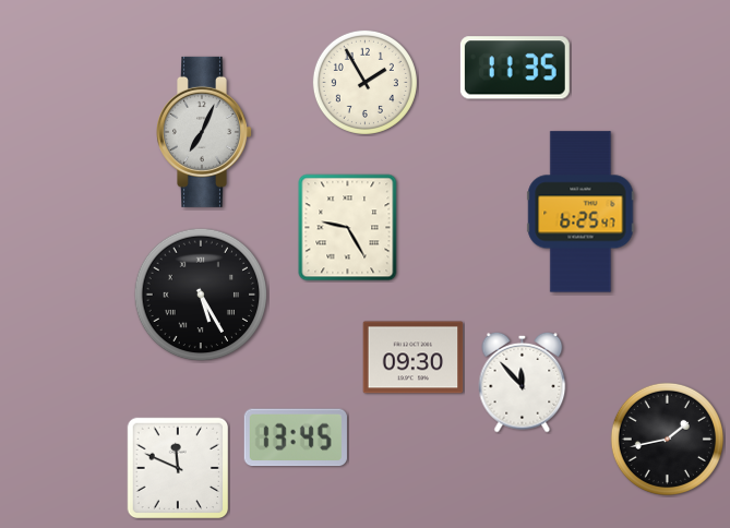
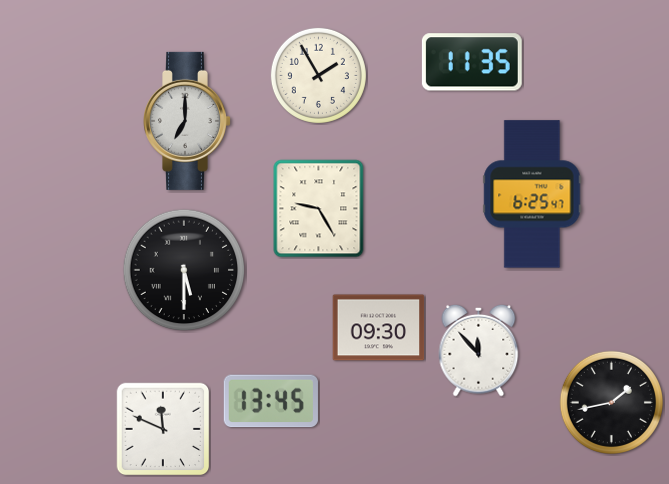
clock at (364, 82) position: (364, 82) -> (318, 75)
clock at (205, 132): 7:04 -> 7:00
clock at (201, 295): 5:25 -> 5:30
